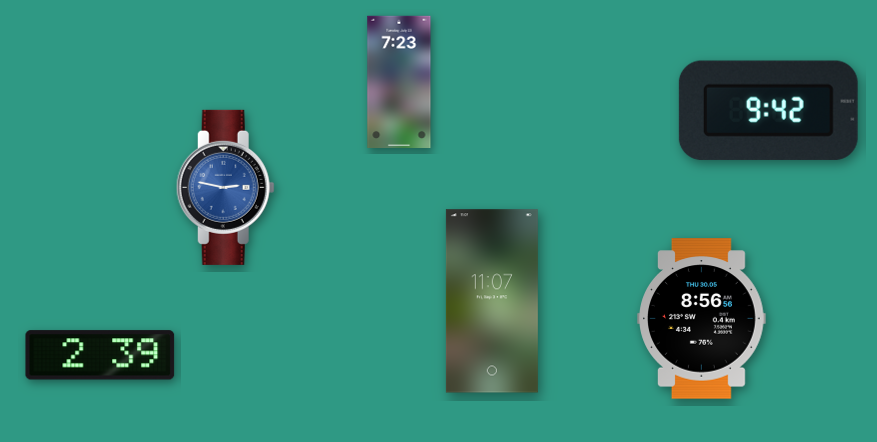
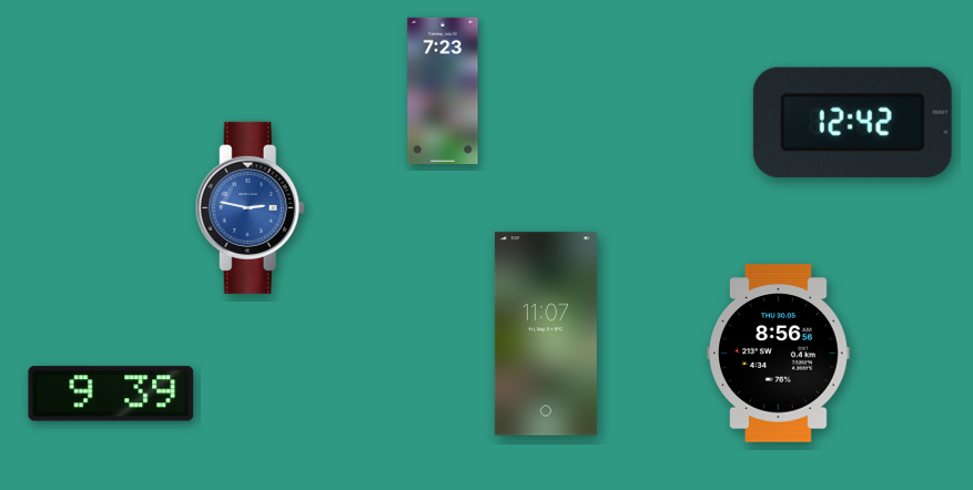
clock at (768, 110): 9:42 -> 12:42
clock at (100, 355): 2:39 -> 9:39
